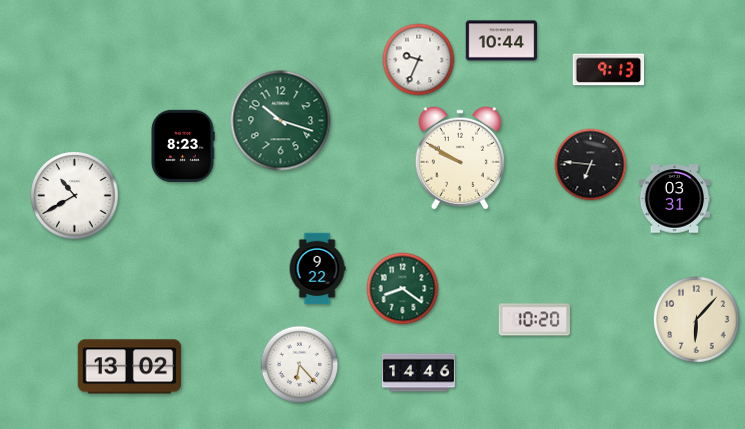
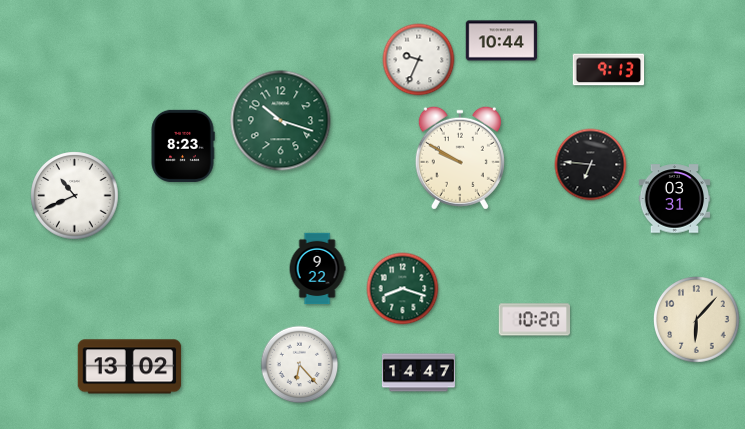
clock at (75, 196): 10:40 -> 10:41
clock at (403, 289): 8:21 -> 8:18
clock at (418, 373): 14:46 -> 14:47
